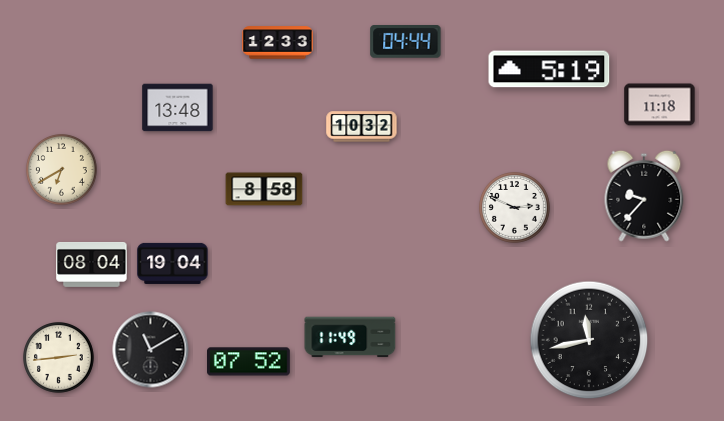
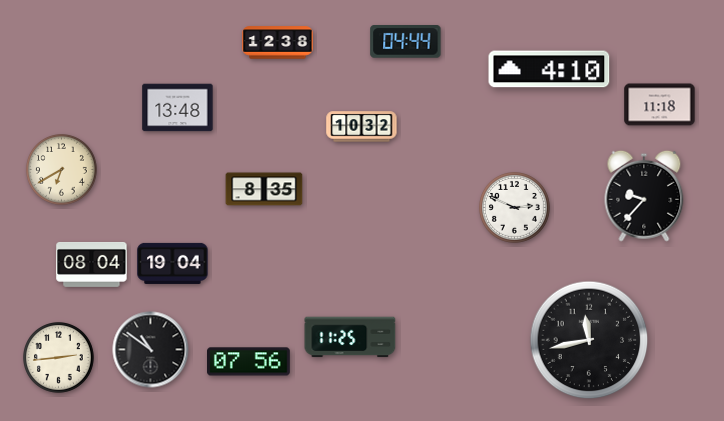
clock at (278, 43): 12:33 -> 12:38
clock at (549, 69): 5:19 -> 4:10
clock at (264, 189): 8:58 -> 8:35
clock at (350, 337): 11:49 -> 11:25
clock at (151, 350): 11:10 -> 10:51
clock at (249, 362): 07:52 -> 07:56
